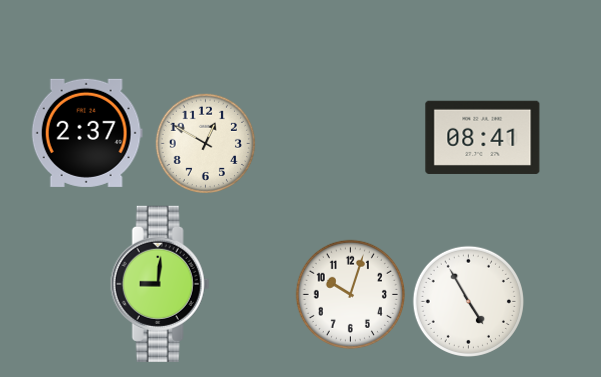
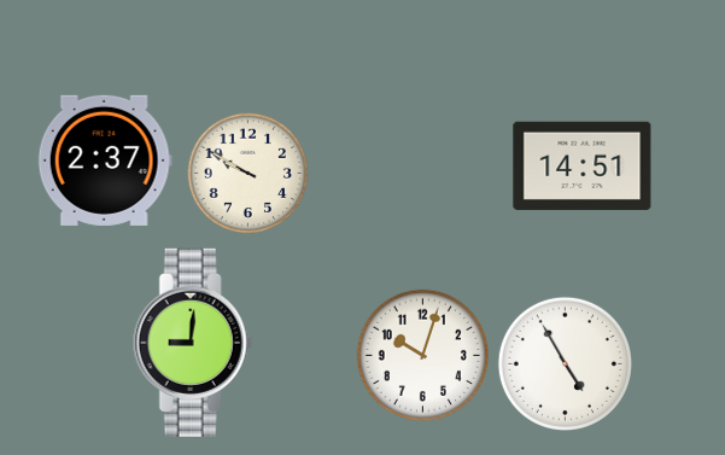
clock at (483, 137): 08:41 -> 14:51
clock at (206, 144): 12:50 -> 9:50
